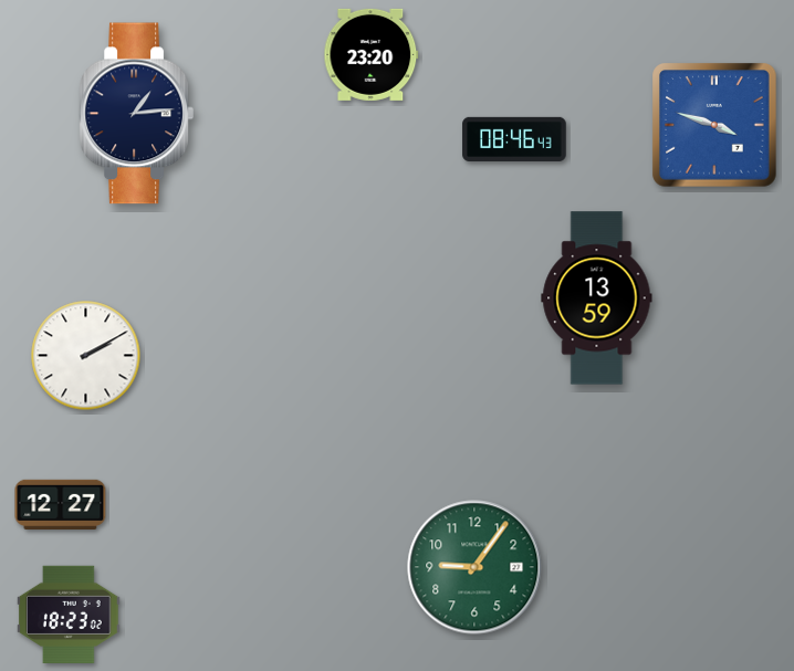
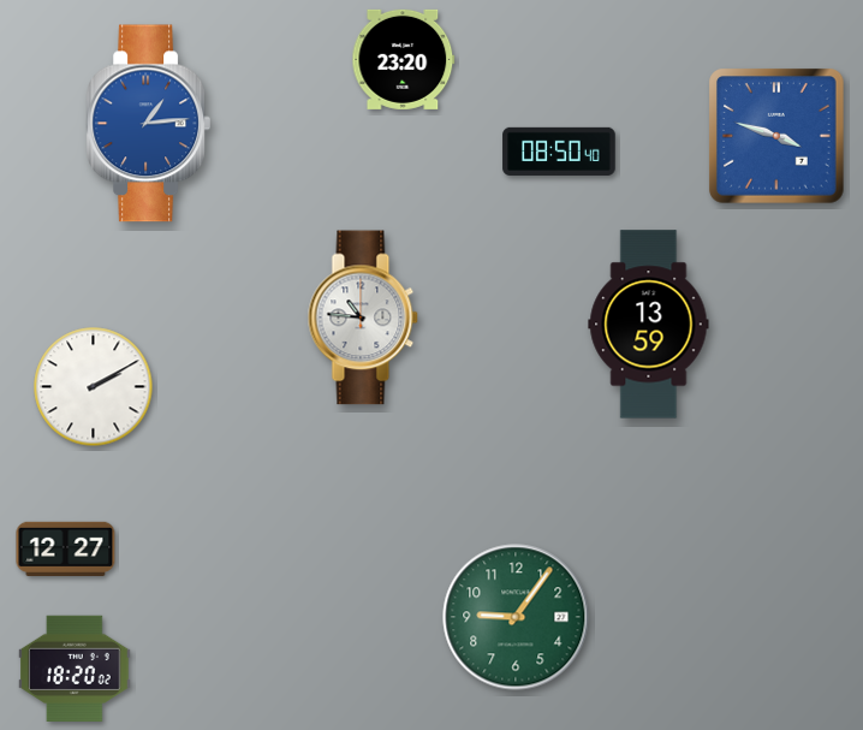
clock at (136, 114) dial: navy -> blue
clock at (514, 139): 08:46 -> 08:50
clock at (363, 317): none -> 10:46
clock at (69, 614): 18:23 -> 18:20
